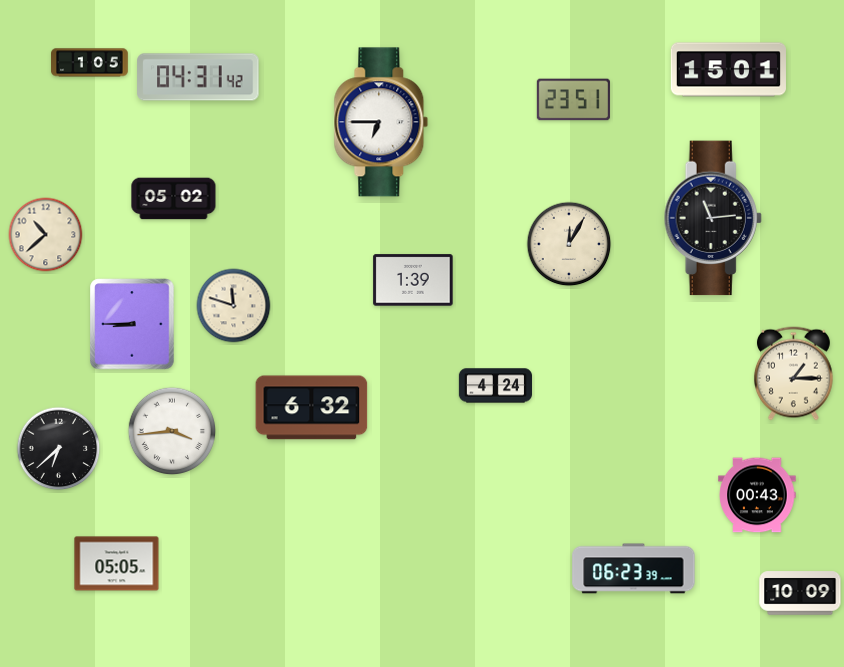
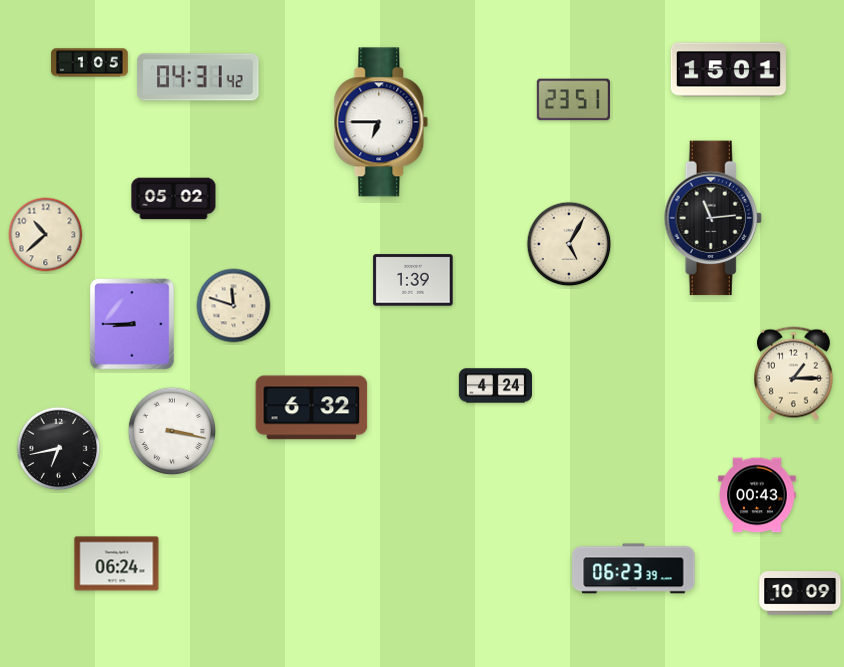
clock at (569, 244): 12:05 -> 5:05
clock at (172, 431): 3:44 -> 3:17
clock at (59, 449): 6:38 -> 6:43
clock at (117, 564): 05:05 -> 06:24
